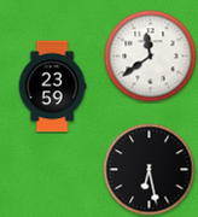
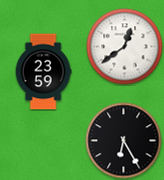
clock at (151, 57): 11:39 -> 12:39
clock at (150, 170): 6:28 -> 6:25
